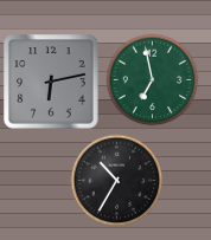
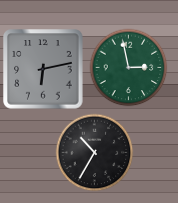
clock at (152, 79): 6:58 -> 2:58
clock at (116, 180) position: (116, 180) -> (94, 152)
